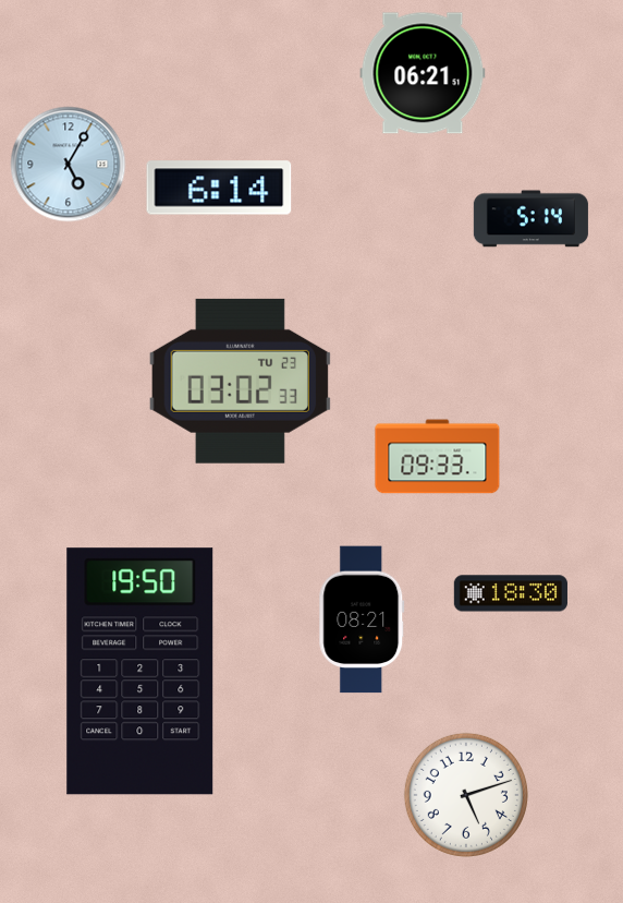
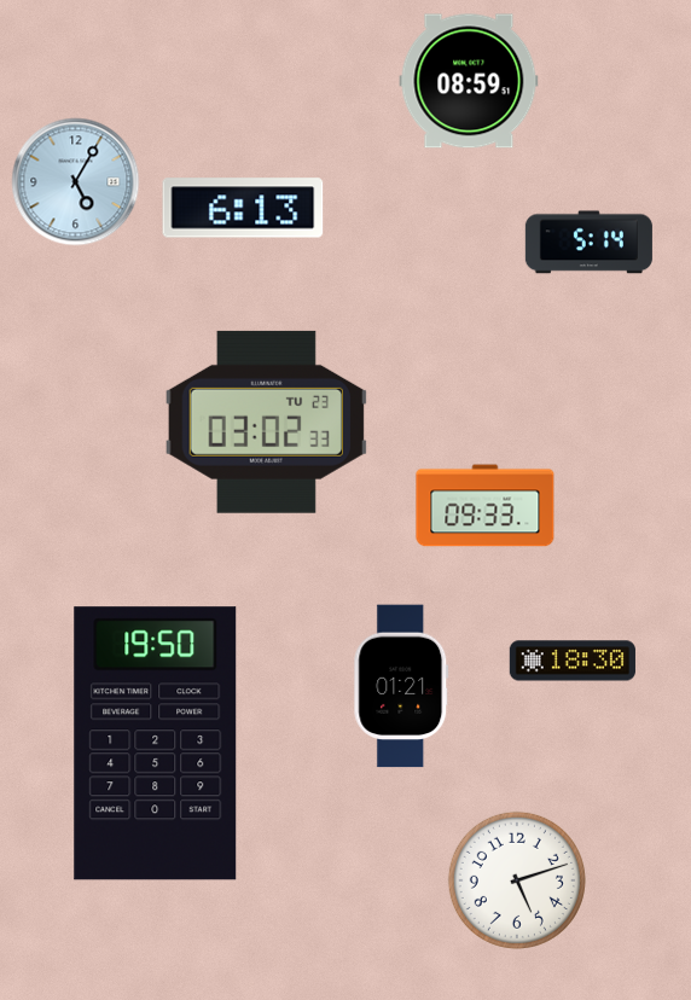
clock at (423, 73): 06:21 -> 08:59
clock at (219, 188): 6:14 -> 6:13
clock at (511, 593) position: (511, 593) -> (573, 661)
clock at (362, 619): 08:21 -> 01:21
